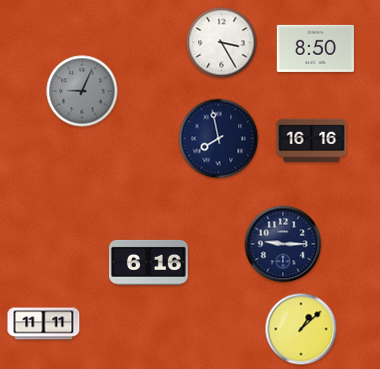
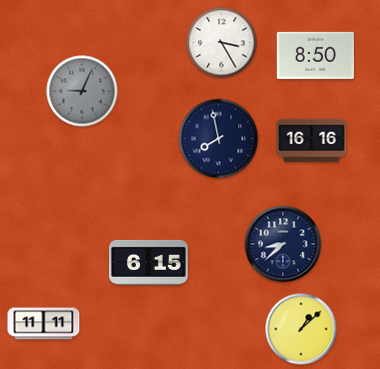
clock at (315, 48) position: (315, 48) -> (315, 55)
clock at (283, 244): 9:15 -> 8:38
clock at (148, 262): 6:16 -> 6:15
